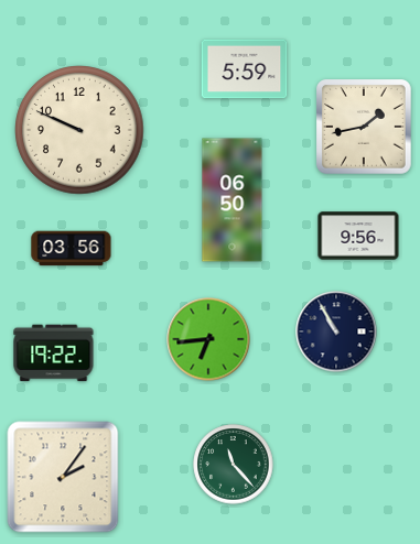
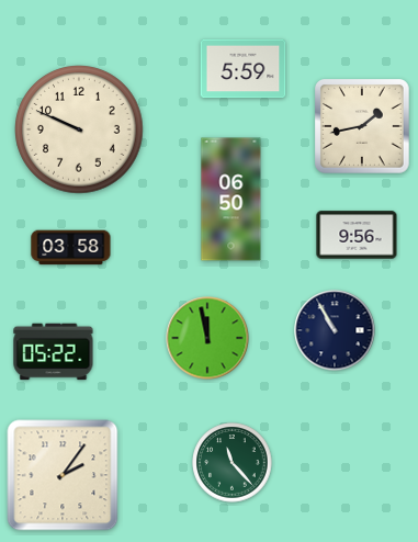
clock at (72, 249): 03:56 -> 03:58
clock at (208, 339): 6:44 -> 11:58
clock at (54, 353): 19:22 -> 05:22
